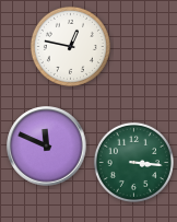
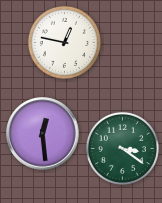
clock at (47, 147): 11:49 -> 12:29
clock at (133, 162): 3:16 -> 3:21
